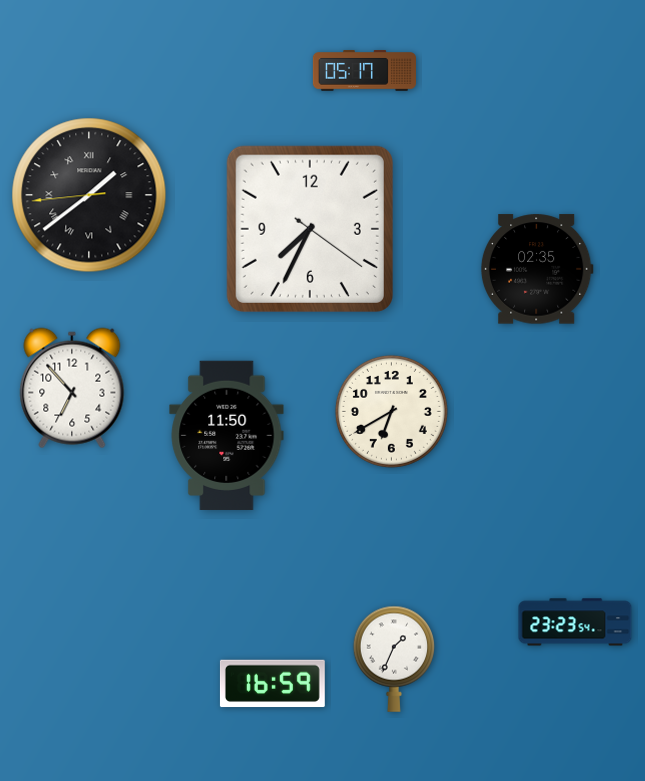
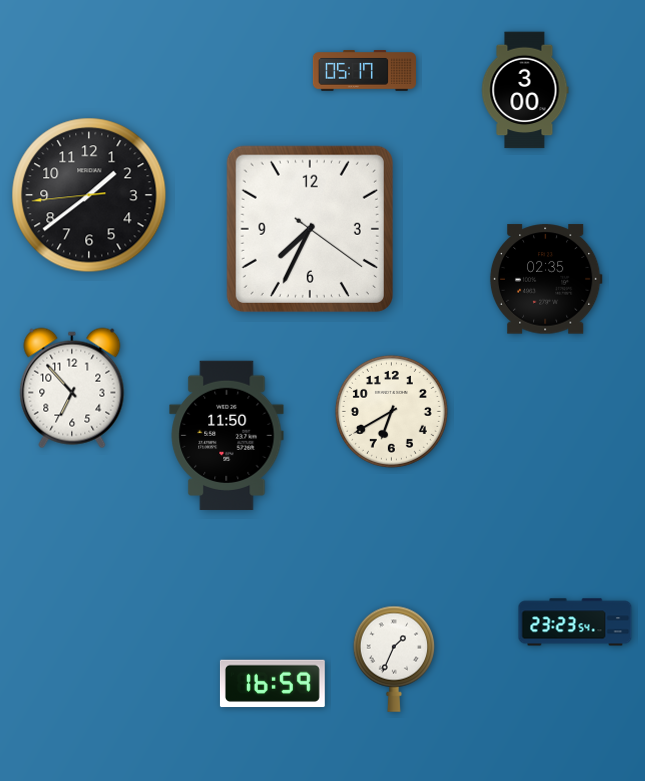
clock at (525, 90): none -> 3:00
clock at (89, 195) numerals: Roman -> Arabic
clock at (537, 269) position: (537, 269) -> (546, 279)
